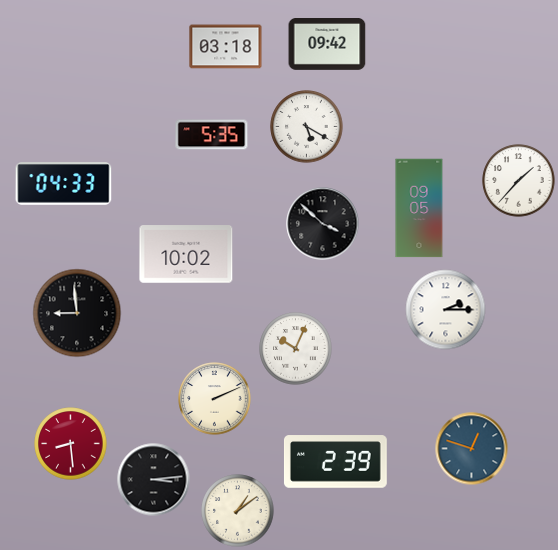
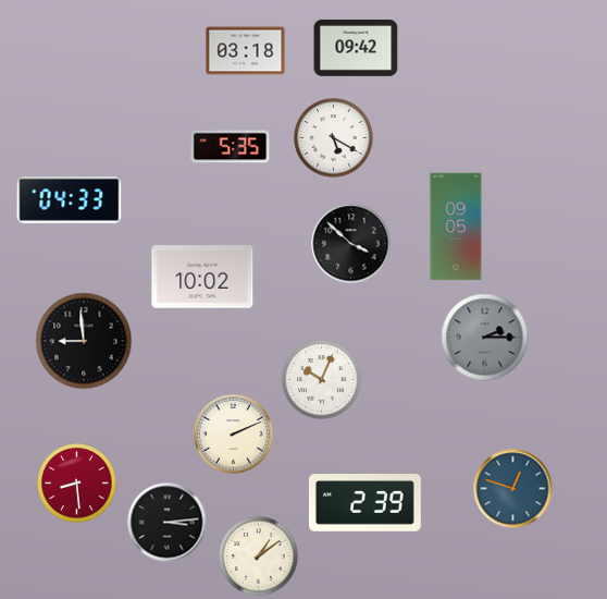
clock at (519, 181): 1:37 -> none
clock at (446, 310) dial: white -> grey
